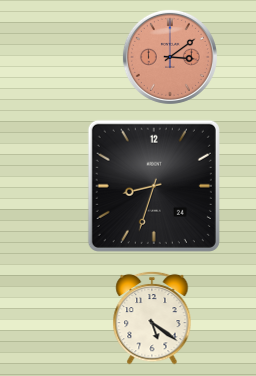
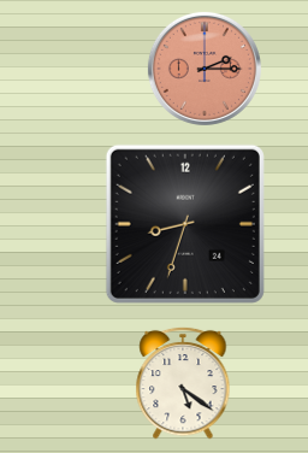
clock at (170, 57): 3:09 -> 2:15
